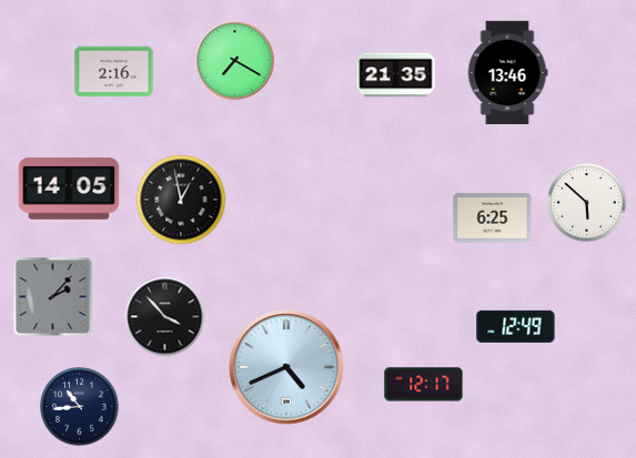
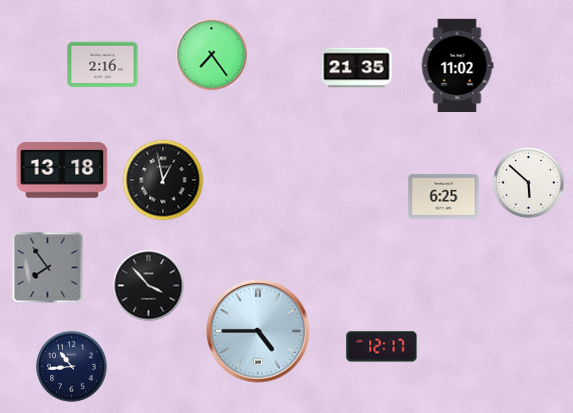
clock at (235, 61): 7:20 -> 7:24
clock at (507, 72): 13:46 -> 11:02
clock at (69, 189): 14:05 -> 13:18
clock at (53, 297): 2:07 -> 7:54
clock at (516, 326): 12:49 -> none
clock at (286, 367): 4:41 -> 4:45
